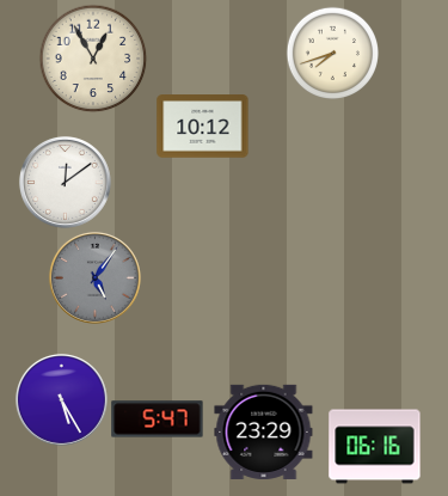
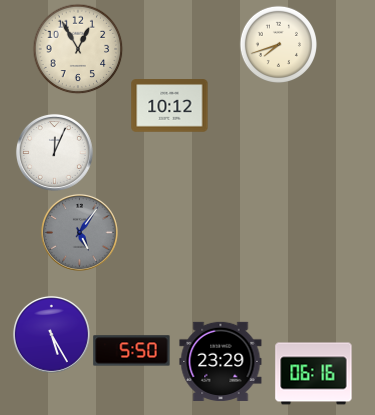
clock at (65, 182): 12:09 -> 12:04
clock at (158, 420): 5:47 -> 5:50
